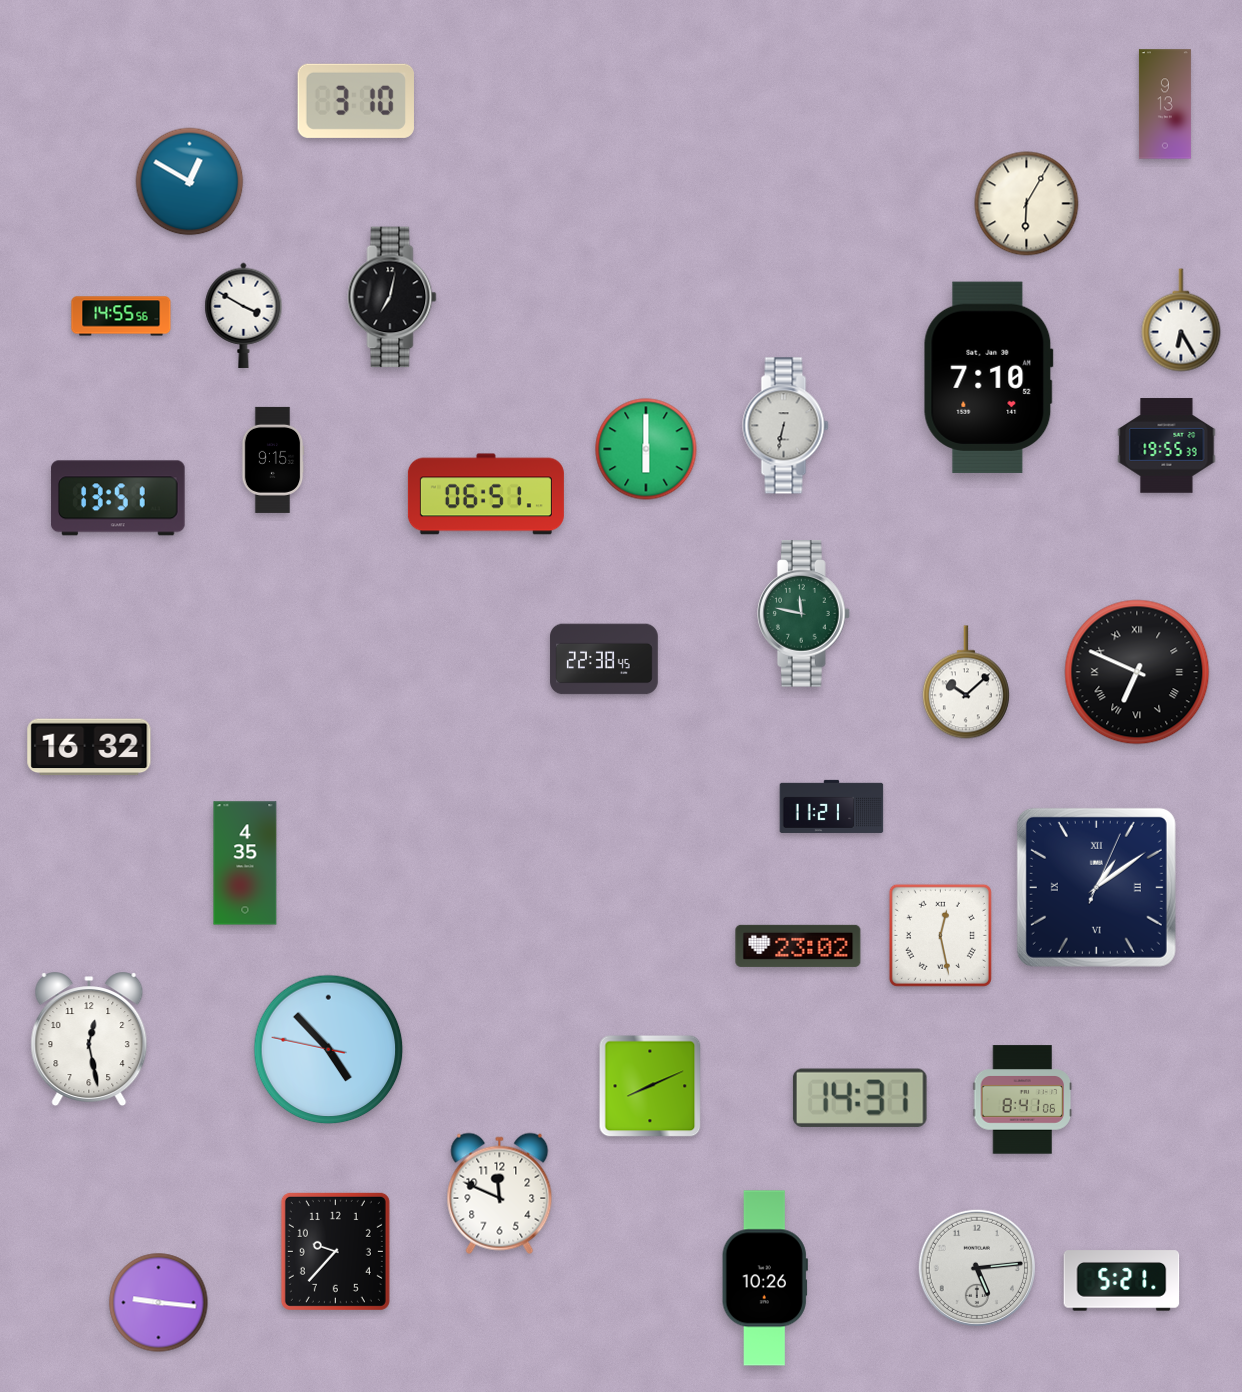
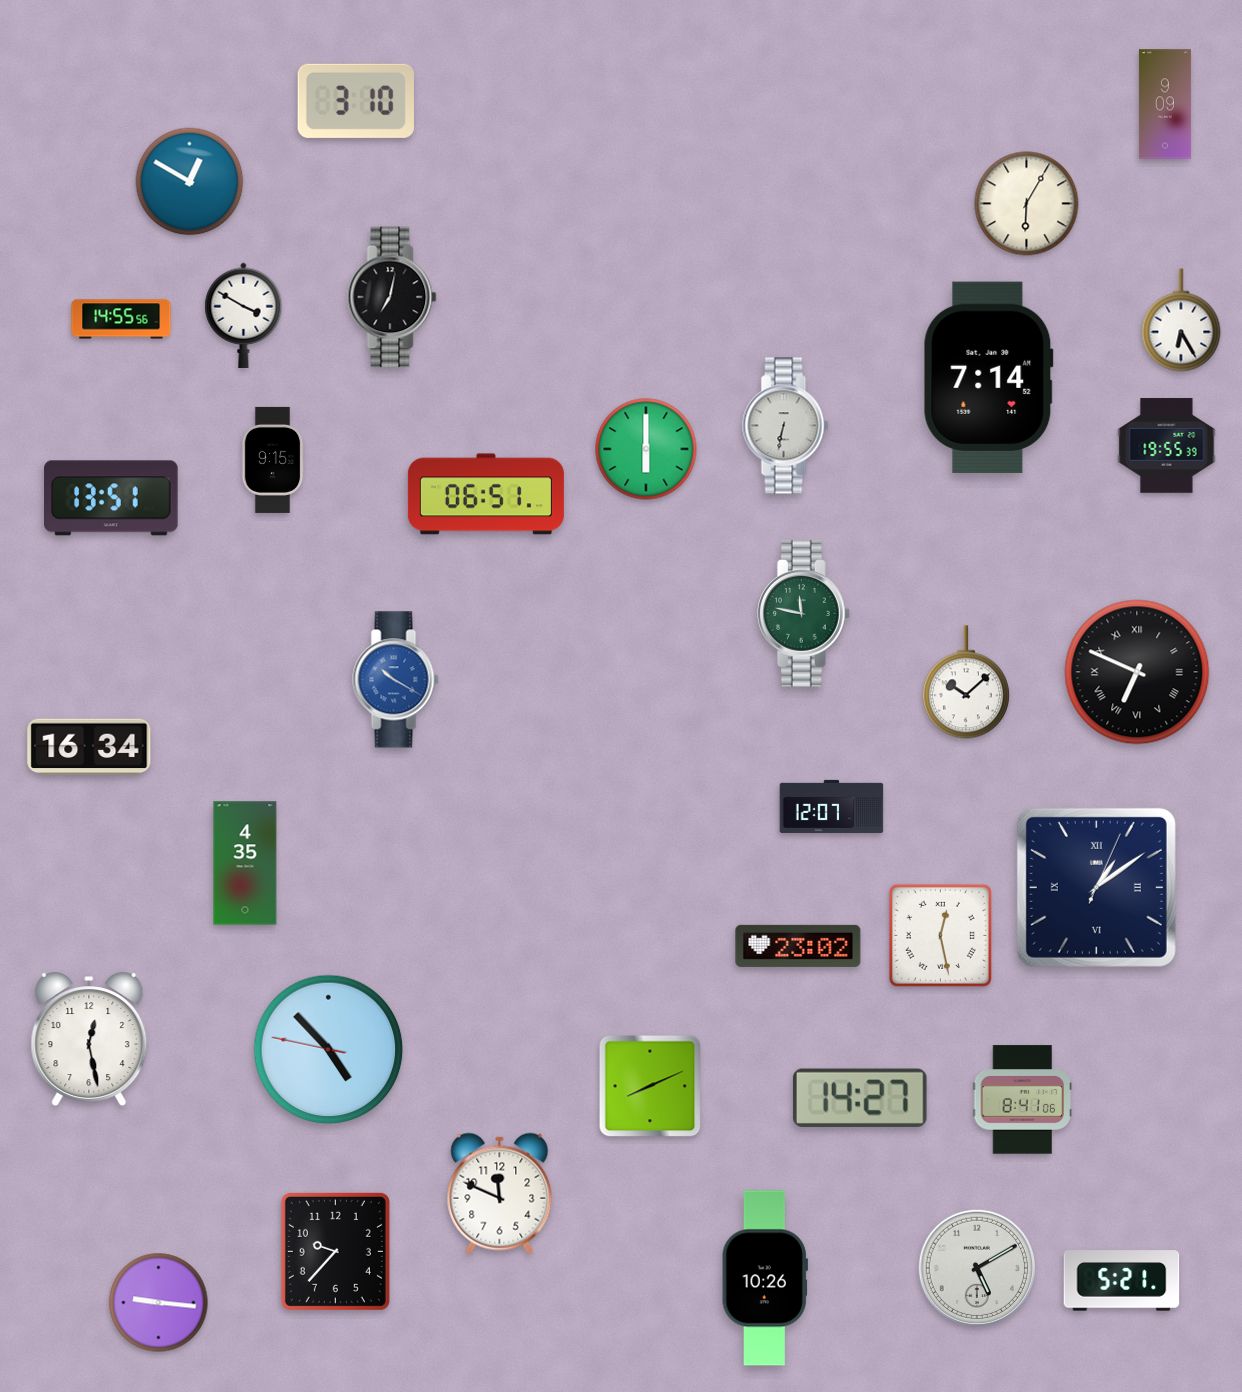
clock at (1165, 104): 9:13 -> 9:09
clock at (121, 316) position: (121, 316) -> (121, 319)
clock at (988, 377): 7:10 -> 7:14
clock at (118, 498) position: (118, 498) -> (111, 498)
clock at (604, 659): 22:38 -> none
clock at (396, 680): none -> 10:20
clock at (89, 747): 16:32 -> 16:34
clock at (832, 806): 11:21 -> 12:07
clock at (860, 1098): 14:31 -> 14:27
clock at (977, 1268): 5:14 -> 5:10
